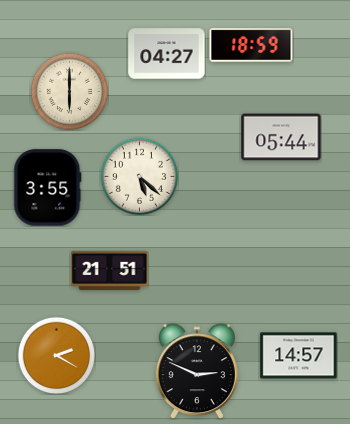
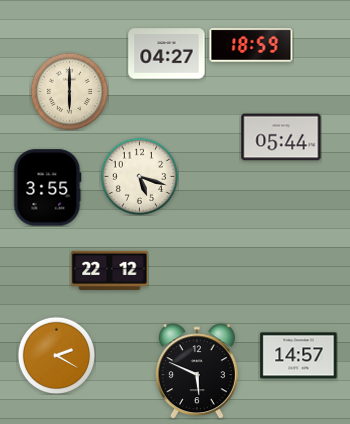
clock at (139, 176): 5:22 -> 5:18
clock at (110, 270): 21:51 -> 22:12
clock at (197, 371): 2:49 -> 5:49
